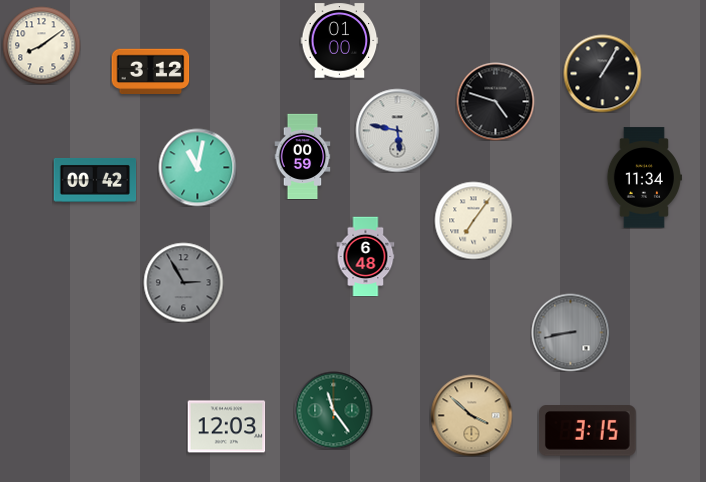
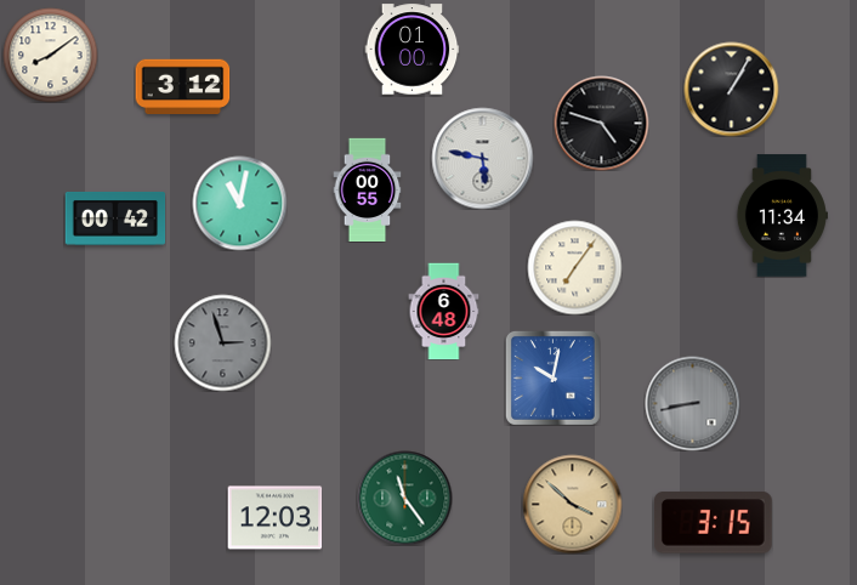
clock at (303, 156): 00:59 -> 00:55
clock at (183, 282): 2:55 -> 2:57
clock at (552, 377): none -> 10:02
